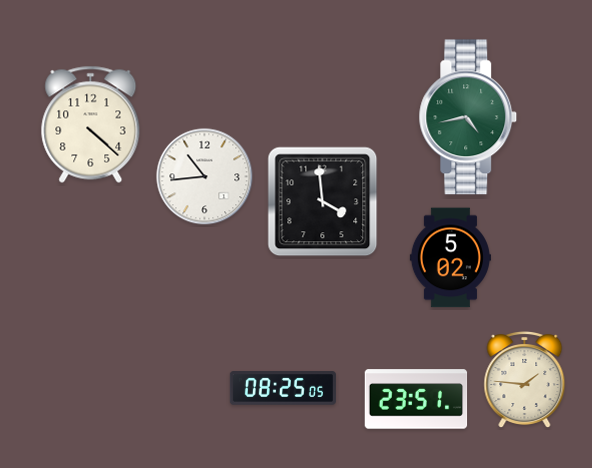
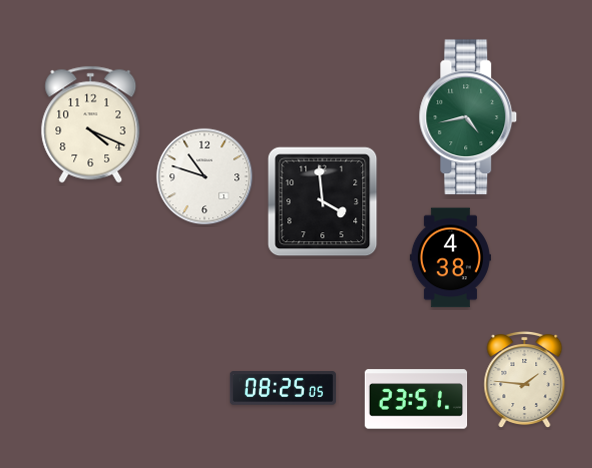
clock at (91, 124): 4:22 -> 4:19
clock at (205, 177): 10:44 -> 10:48
clock at (450, 258): 5:02 -> 4:38
